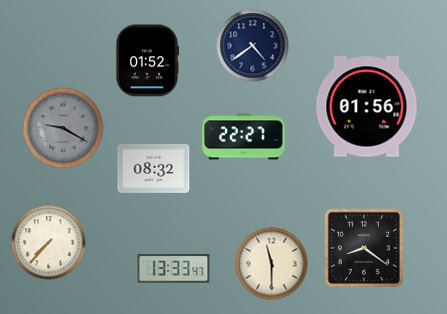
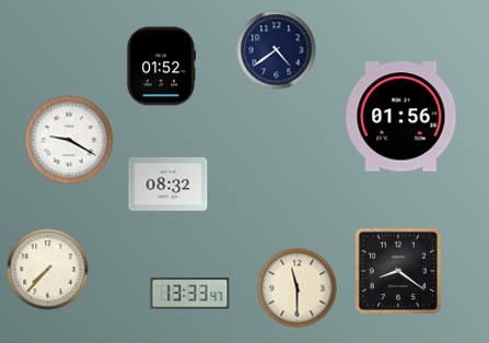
clock at (63, 128) dial: grey -> white
clock at (244, 137): 22:27 -> none
clock at (49, 243) position: (49, 243) -> (48, 270)
